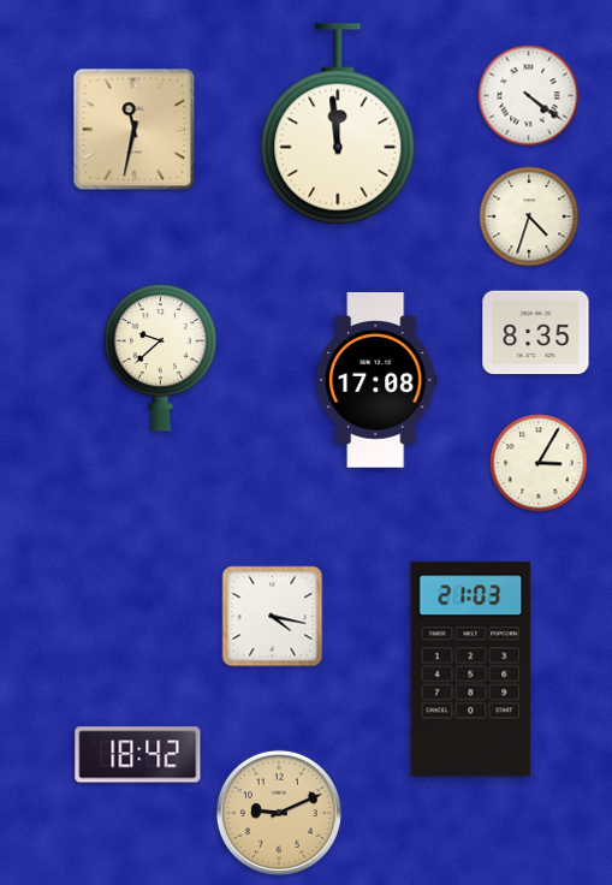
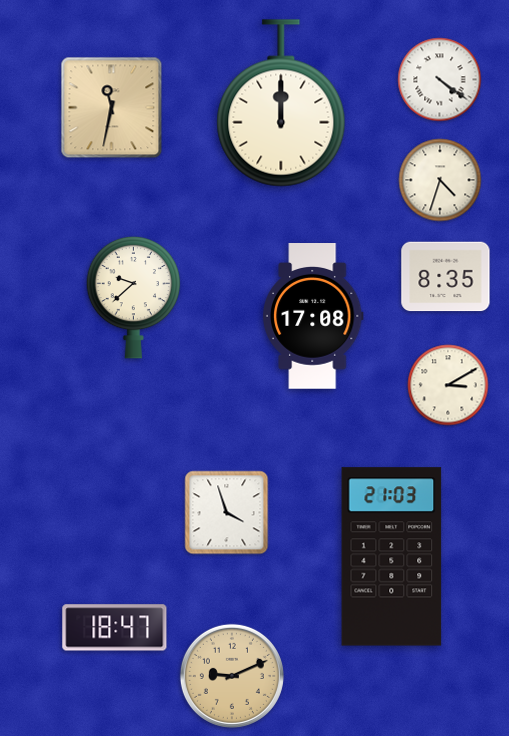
clock at (338, 124): 11:59 -> 12:00
clock at (539, 463): 3:05 -> 3:10
clock at (273, 617): 4:17 -> 3:57
clock at (138, 755): 18:42 -> 18:47
